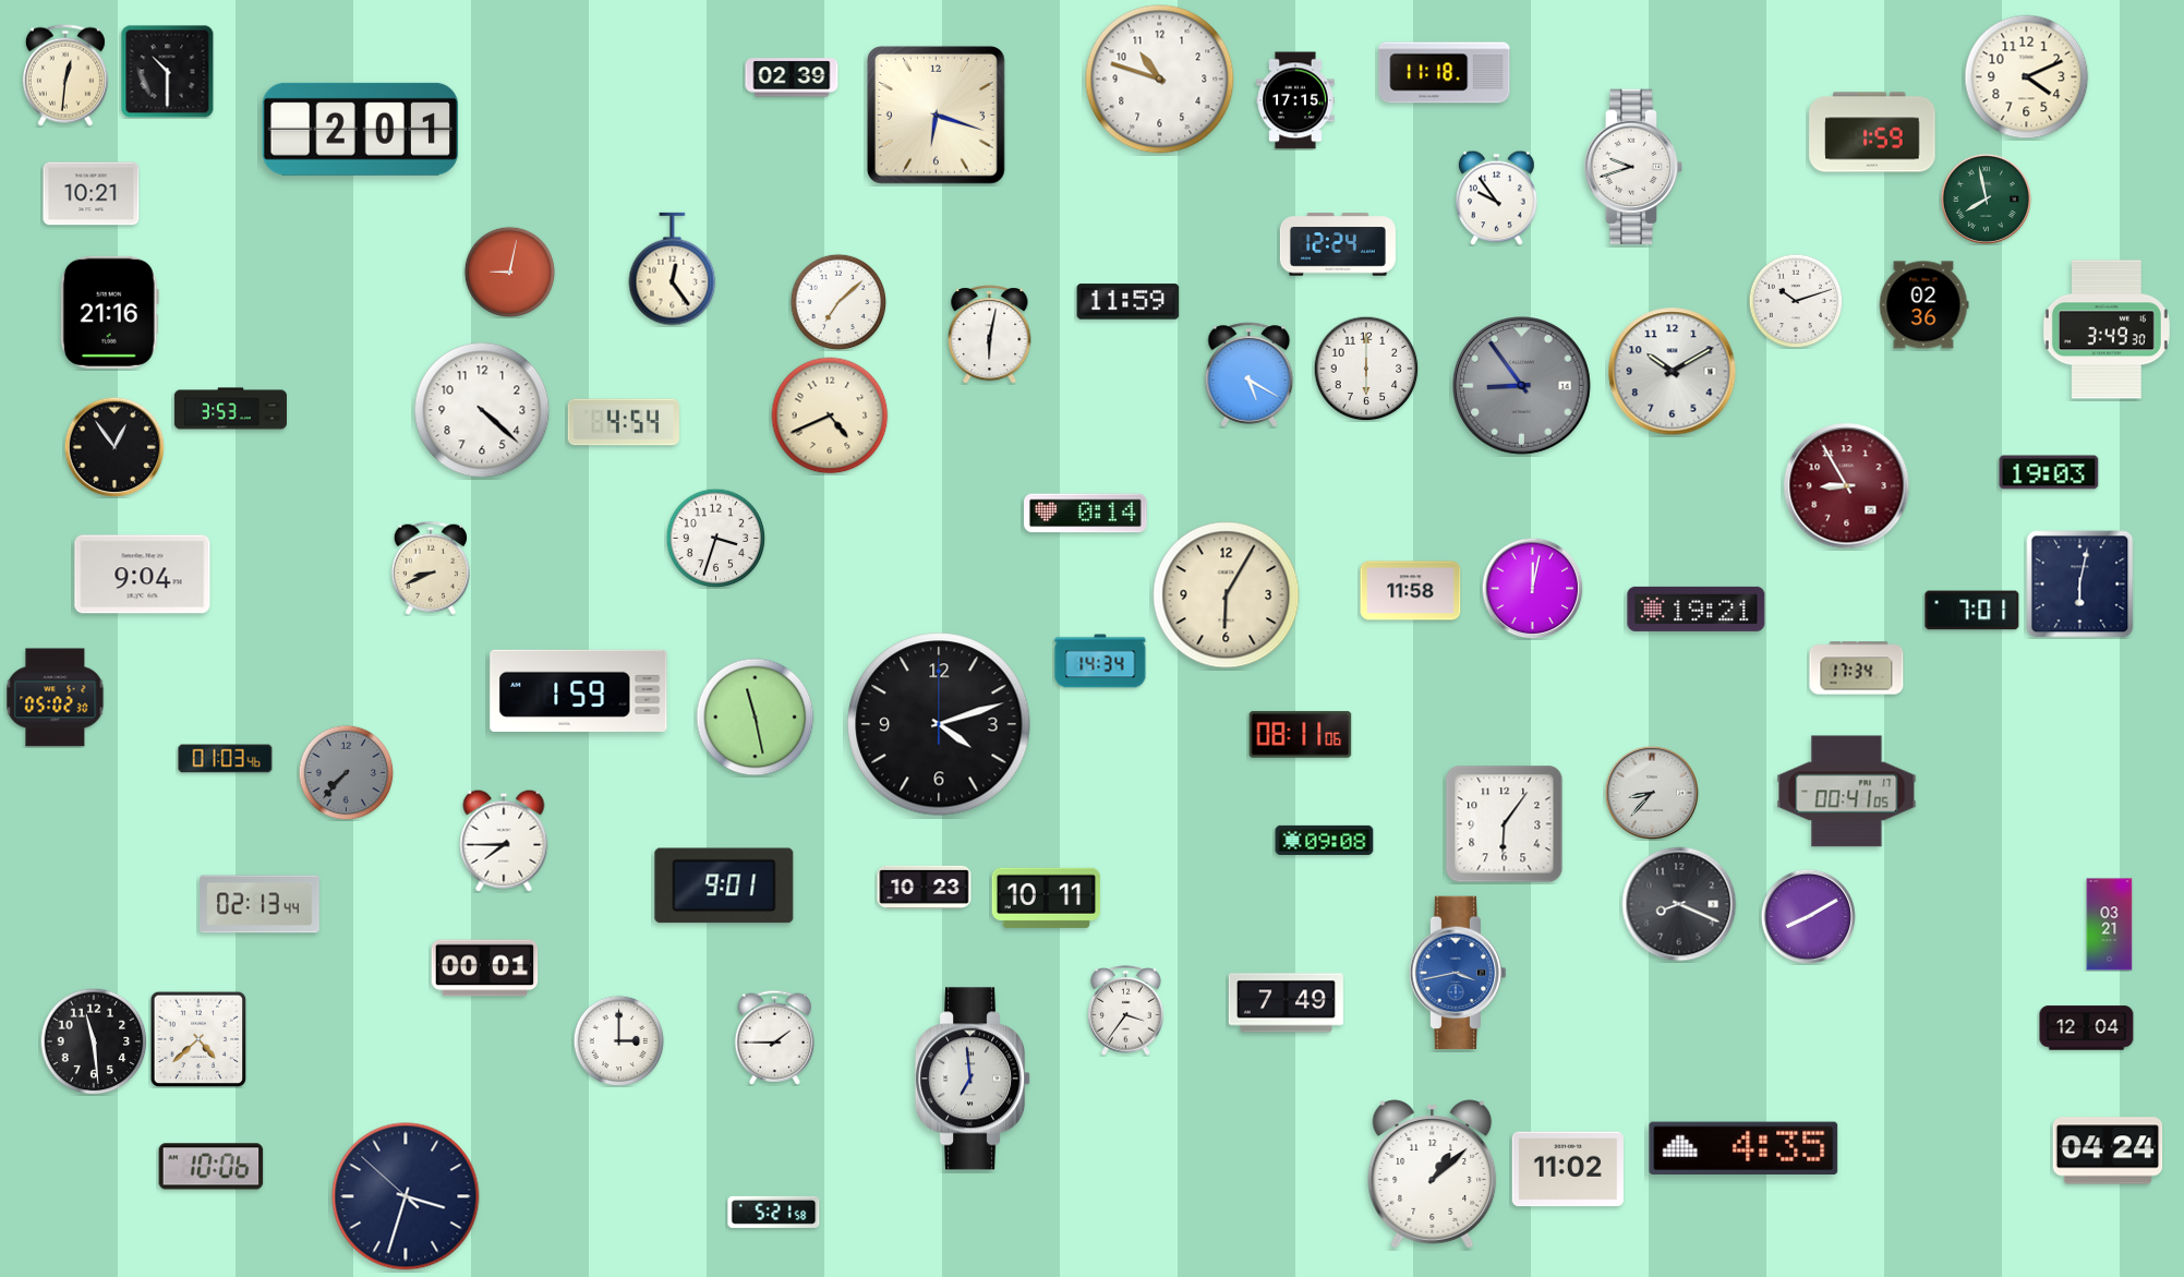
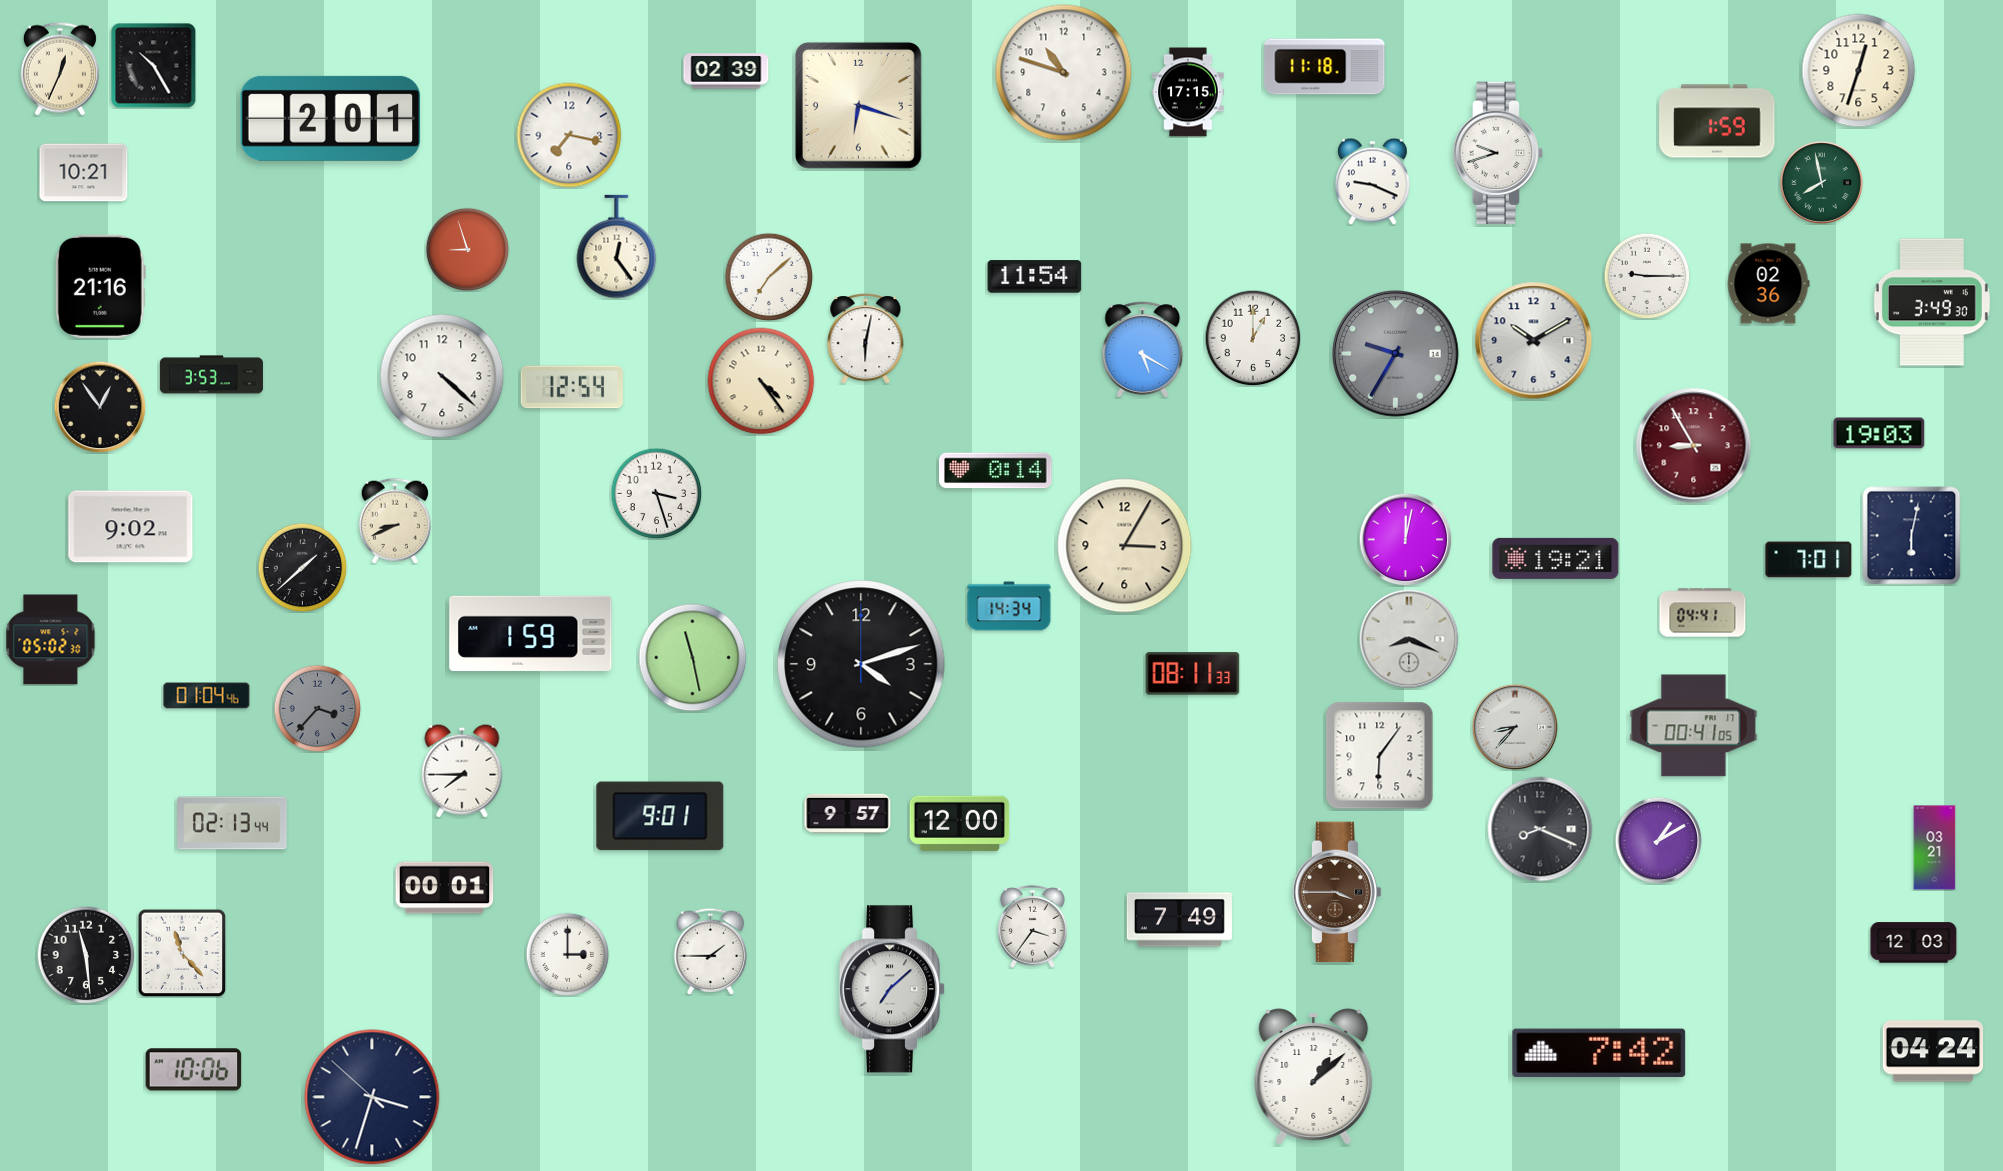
clock at (168, 72): 10:30 -> 10:25
clock at (65, 75): 12:31 -> 12:34
clock at (2027, 77): 4:11 -> 12:33
clock at (569, 135): none -> 7:17
clock at (92, 194) position: (92, 194) -> (84, 173)
clock at (1497, 197): 9:54 -> 9:19
clock at (1338, 244): 12:24 -> none
clock at (509, 272): 9:02 -> 8:57
clock at (1796, 301): 10:12 -> 9:15
clock at (1129, 302): 11:59 -> 11:54
clock at (1923, 305) position: (1923, 305) -> (1768, 284)
clock at (990, 335) position: (990, 335) -> (866, 339)
clock at (1366, 369): 6:00 -> 1:00
clock at (1250, 375) position: (1250, 375) -> (1143, 350)
clock at (1522, 386): 8:54 -> 9:35
clock at (830, 415): 4:41 -> 4:24
clock at (624, 422): 4:54 -> 12:54
clock at (114, 447) position: (114, 447) -> (100, 407)
clock at (715, 538): 3:33 -> 3:27
clock at (143, 575): 9:04 -> 9:02
clock at (2080, 585) position: (2080, 585) -> (1912, 536)
clock at (1411, 591): 11:58 -> none
clock at (1227, 595): 6:05 -> 3:05
clock at (302, 567): none -> 1:38
clock at (1857, 668): 17:34 -> 04:41
clock at (1409, 639): none -> 8:19
clock at (1301, 735): 08:11:06 -> 08:11:33
clock at (226, 759): 01:03 -> 01:04
clock at (346, 772): 7:37 -> 3:37
clock at (1325, 840): 09:08 -> none
clock at (724, 886) position: (724, 886) -> (660, 816)
clock at (925, 887): 10:23 -> 9:57
clock at (1047, 897): 10:11 -> 12:00
clock at (261, 904) position: (261, 904) -> (233, 823)
clock at (1808, 916): 8:10 -> 1:10
clock at (1458, 973): 3:43 -> 3:45
clock at (1458, 973) dial: blue -> brown
clock at (2087, 1028): 12:04 -> 12:03
clock at (198, 1039): 4:38 -> 11:23
clock at (974, 1079): 6:59 -> 7:08
clock at (1743, 1147): 4:35 -> 7:42
clock at (2108, 1150) position: (2108, 1150) -> (1933, 1051)
clock at (1568, 1169): 11:02 -> none
clock at (774, 1212): 5:21 -> none
